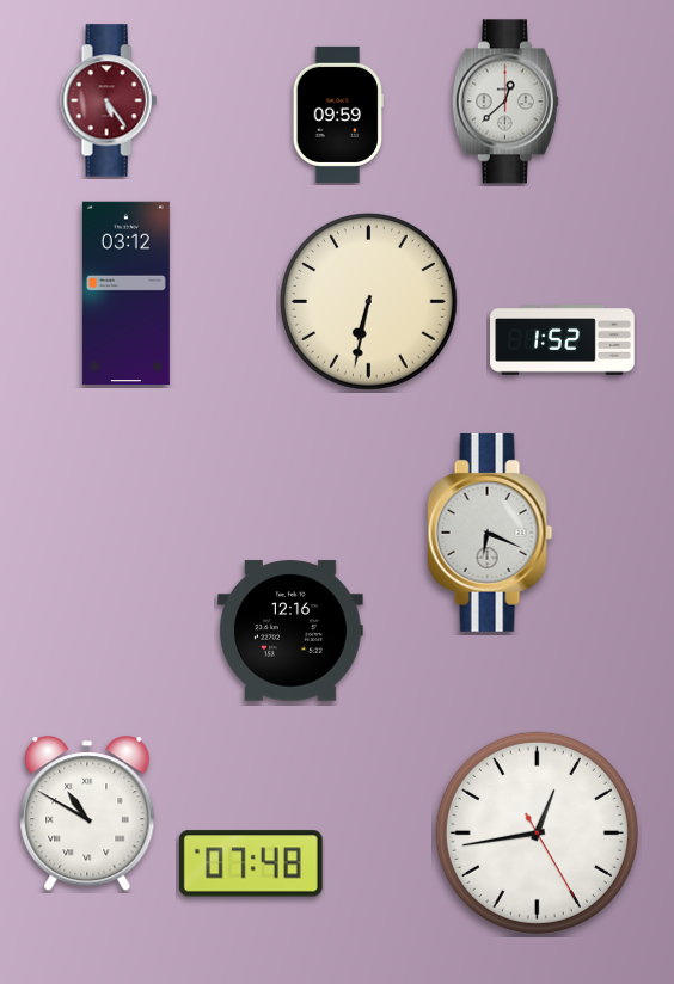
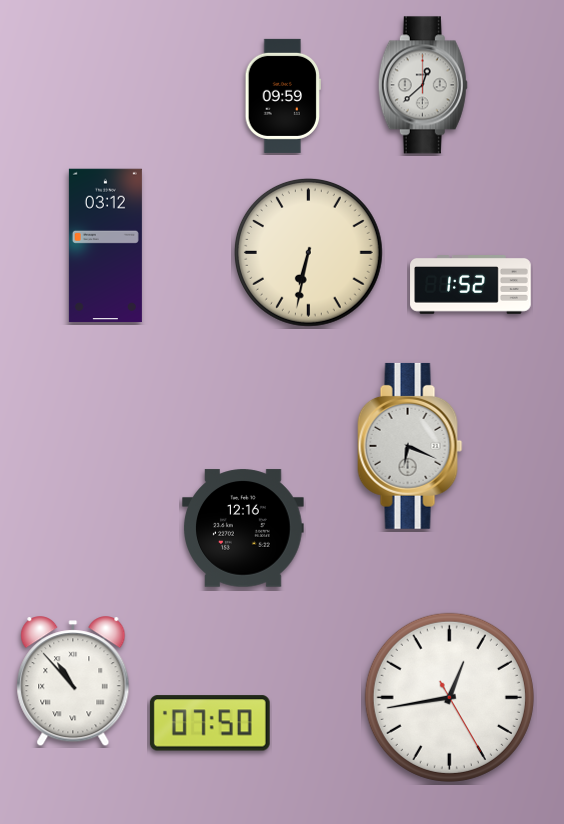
clock at (109, 100): 5:24 -> none
clock at (87, 814): 10:50 -> 10:53
clock at (251, 863): 07:48 -> 07:50
